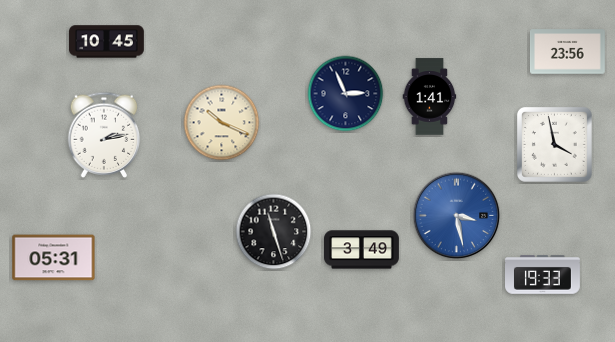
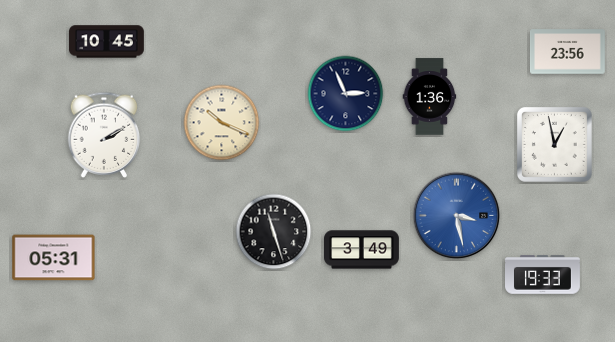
clock at (430, 97): 1:41 -> 1:36
clock at (104, 135): 2:13 -> 2:10
clock at (555, 145): 3:58 -> 12:58
